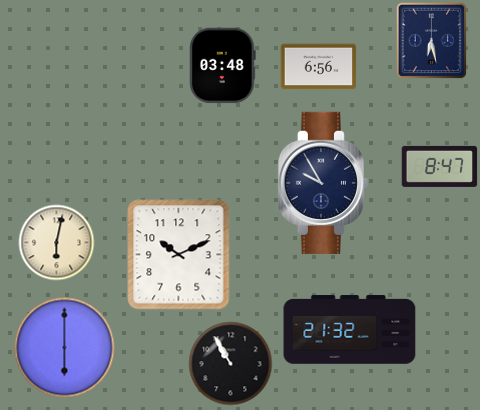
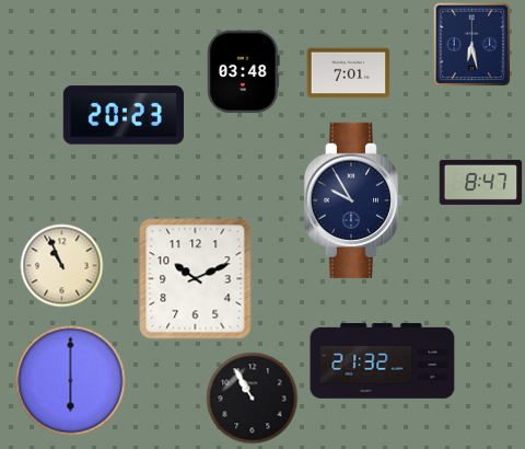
clock at (319, 67): 6:56 -> 7:01
clock at (124, 115): none -> 20:23
clock at (57, 243): 6:02 -> 10:56
